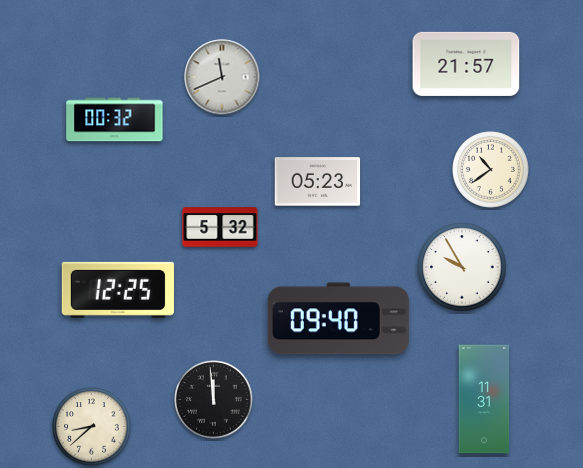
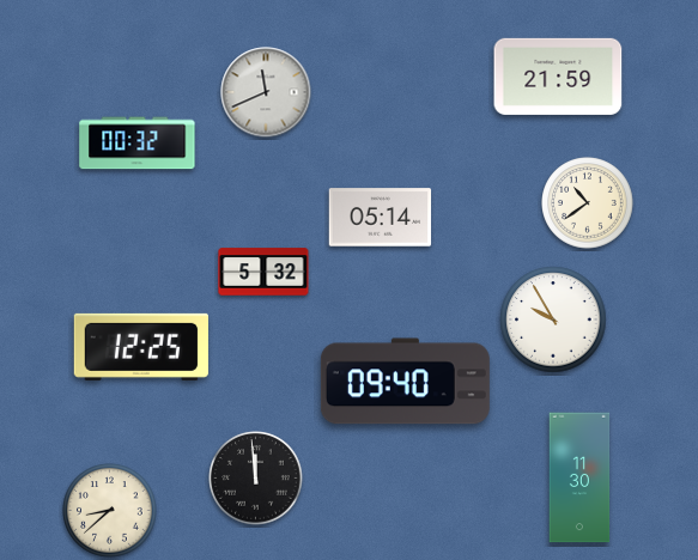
clock at (466, 64): 21:57 -> 21:59
clock at (318, 182): 05:23 -> 05:14
clock at (484, 399): 11:31 -> 11:30
